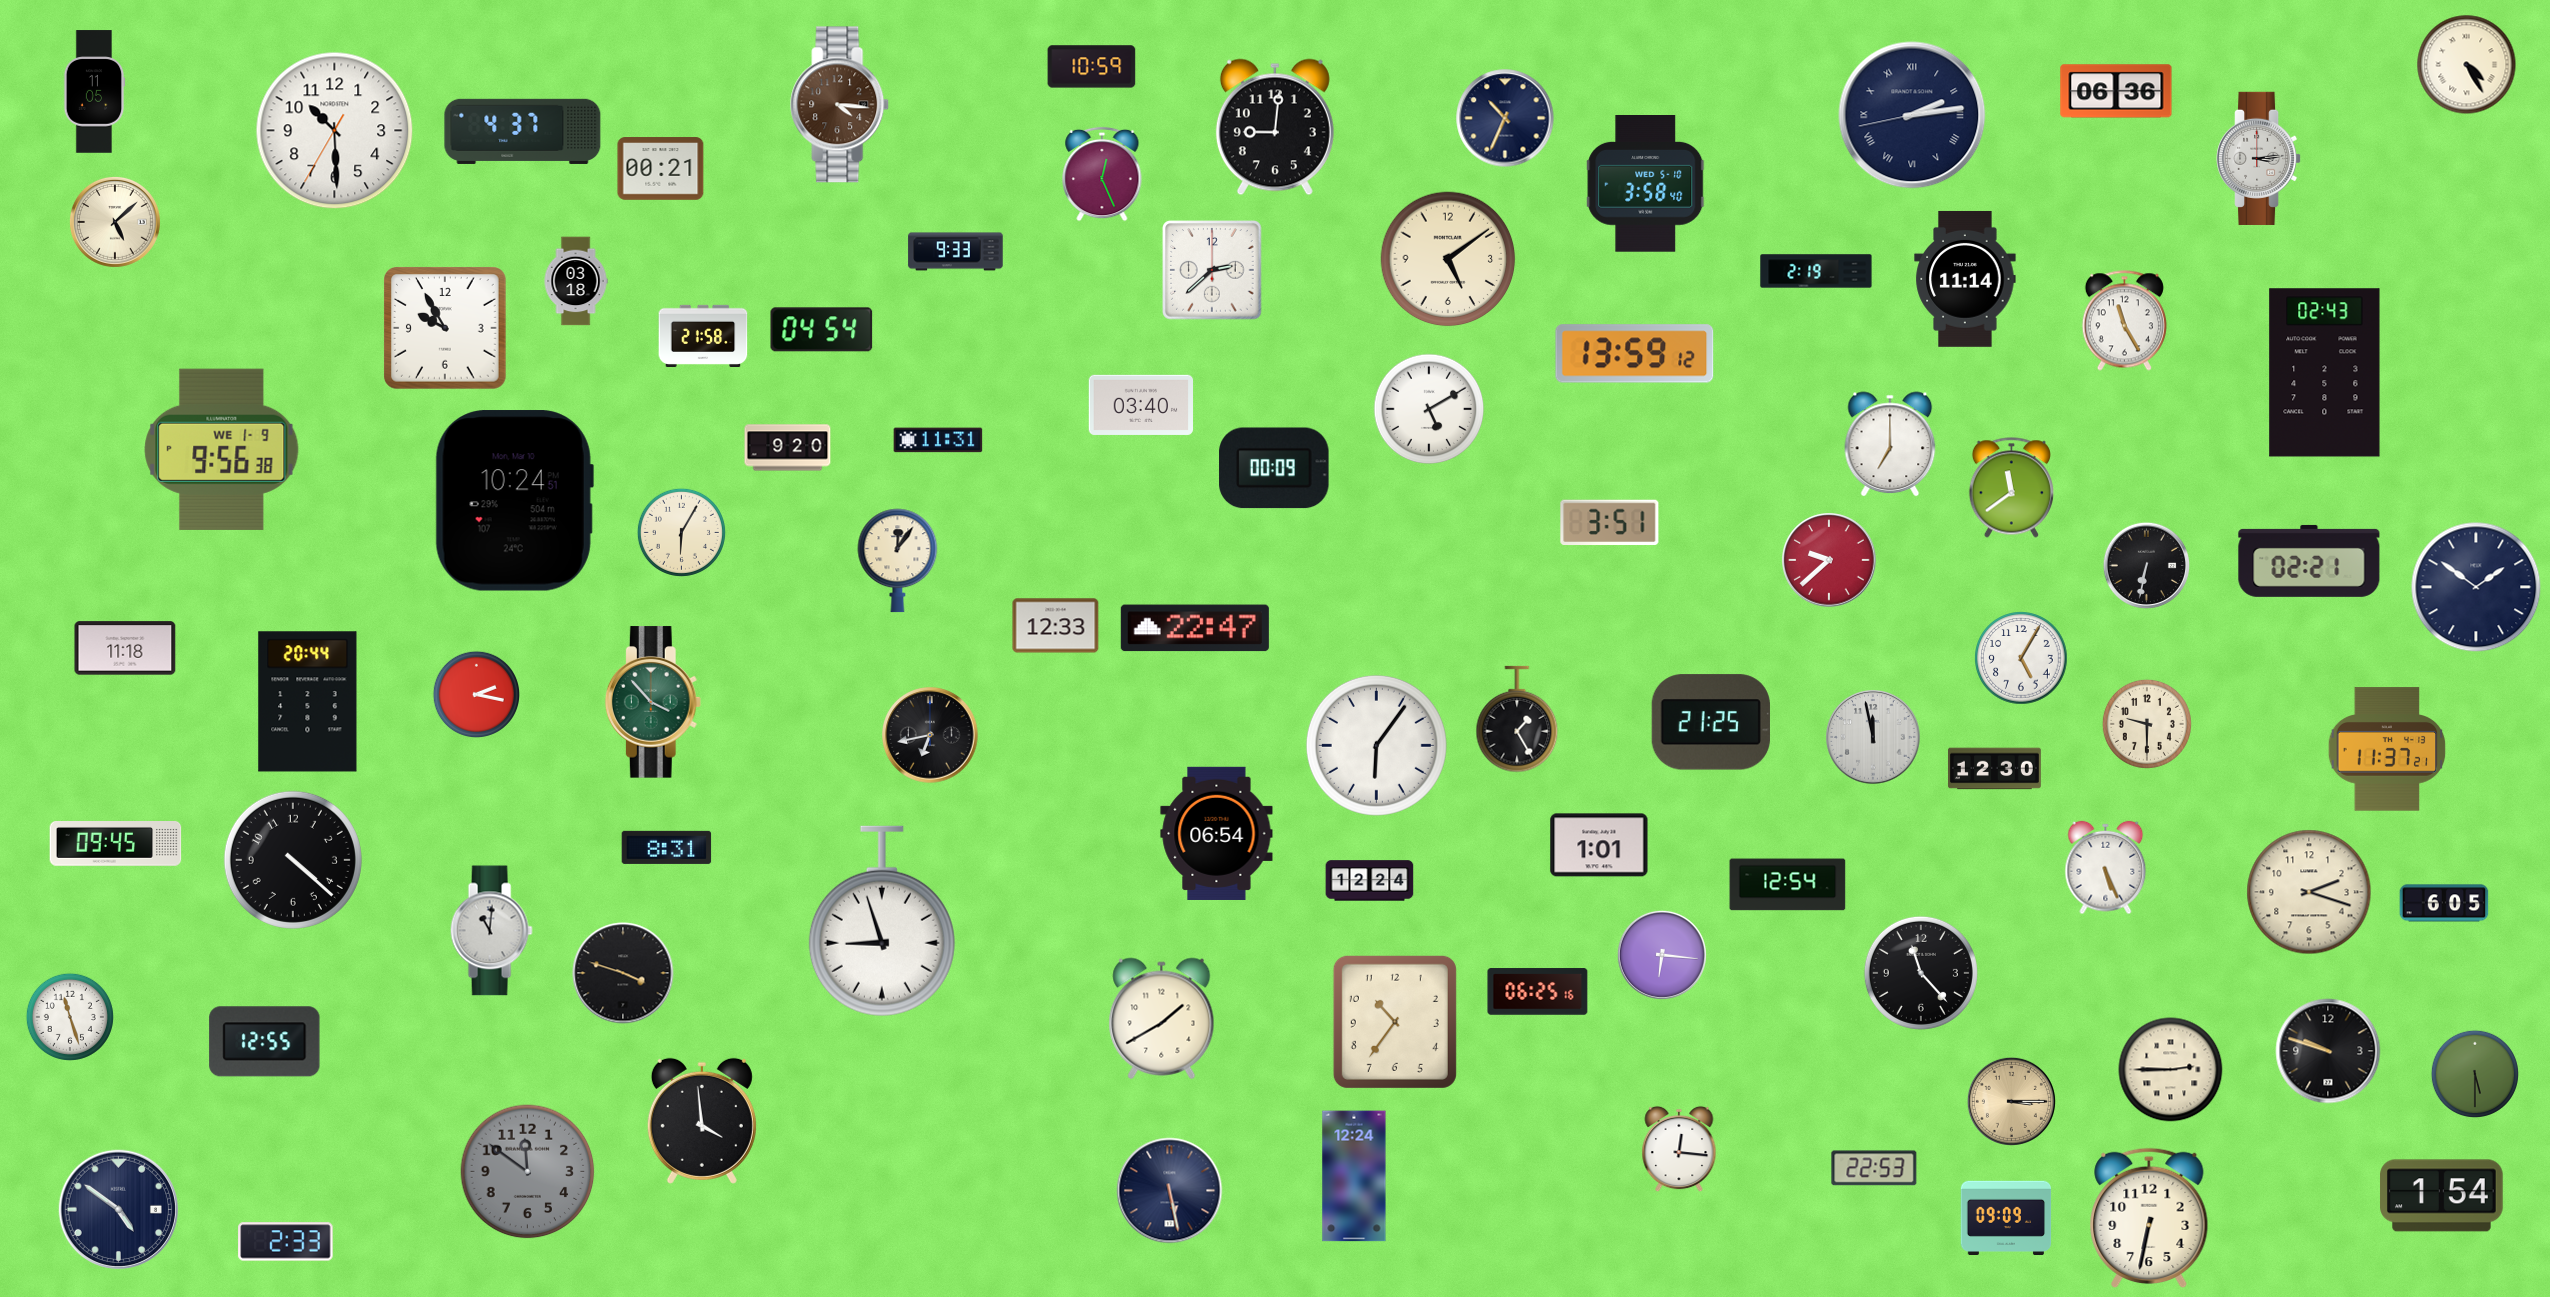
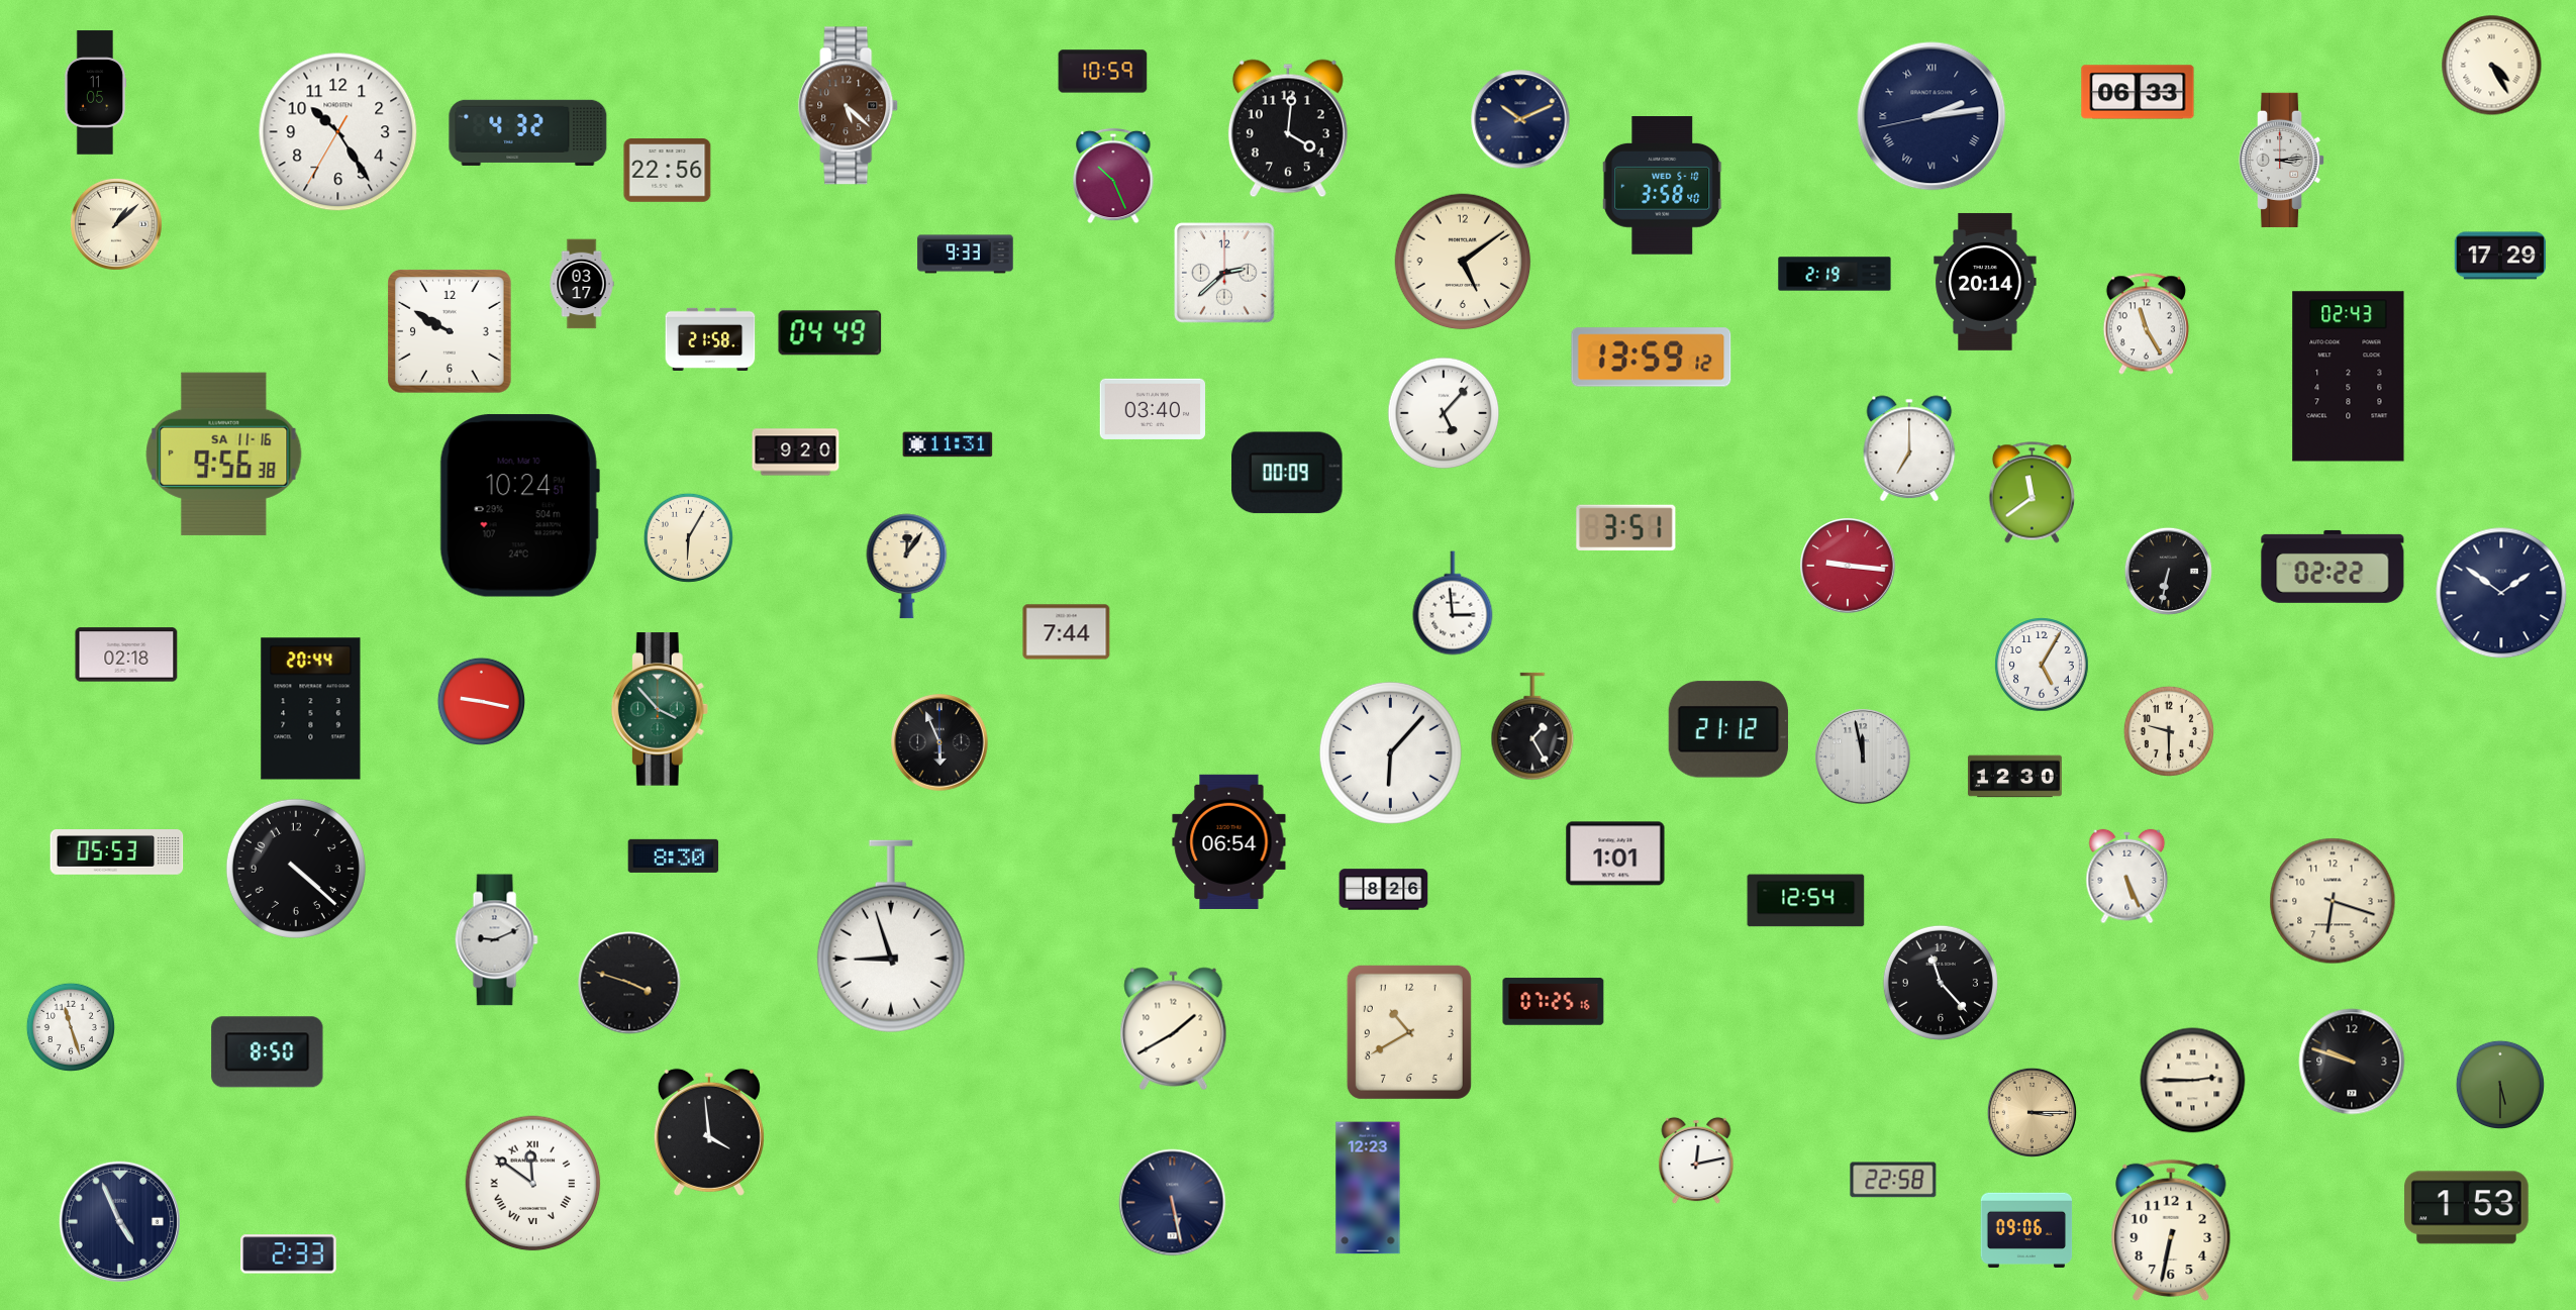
clock at (1092, 67) position: (1092, 67) -> (1103, 72)
clock at (2116, 91): 06:36 -> 06:33
clock at (840, 105): 4:16 -> 5:22
clock at (1505, 118): 10:34 -> 10:11
clock at (1275, 127): 9:01 -> 4:01
clock at (335, 131): 10:29 -> 10:24
clock at (523, 131): 4:37 -> 4:32
clock at (661, 169): 00:21 -> 22:56
clock at (1102, 174): 12:26 -> 10:26
clock at (115, 222): 5:08 -> 1:08
clock at (2500, 256): none -> 17:29
clock at (1965, 279): 11:14 -> 20:14
clock at (576, 281): 03:18 -> 03:17
clock at (445, 328): 9:55 -> 9:50
clock at (822, 330): 04:54 -> 04:49
clock at (1429, 409): 5:10 -> 5:07
clock at (222, 449) date: WE 1-9 -> SA 11-16
clock at (1829, 560): 9:38 -> 9:16
clock at (2309, 561): 02:21 -> 02:22
clock at (1453, 603): none -> 2:59
clock at (1056, 626): 12:33 -> 7:44
clock at (1195, 628): 22:47 -> none
clock at (125, 648): 11:18 -> 02:18
clock at (476, 694): 2:17 -> 9:17
clock at (1711, 722): 21:25 -> 21:12
clock at (930, 735): 6:43 -> 5:56
clock at (1873, 737) position: (1873, 737) -> (1863, 757)
clock at (1376, 745): 6:06 -> 6:07
clock at (2387, 749): 11:37 -> none
clock at (116, 844): 09:45 -> 05:53
clock at (667, 847): 8:31 -> 8:30
clock at (1370, 881): 12:24 -> 8:26
clock at (1788, 885) position: (1788, 885) -> (1806, 901)
clock at (2309, 892): 2:18 -> 6:18
clock at (2444, 903): 6:05 -> none
clock at (882, 921) position: (882, 921) -> (891, 936)
clock at (491, 931): 11:01 -> 9:11
clock at (1662, 955): 6:16 -> none
clock at (1538, 992): 06:25 -> 07:25
clock at (1395, 1022): 10:36 -> 10:40
clock at (265, 1042): 12:55 -> 8:50
clock at (1679, 1149): 12:16 -> 12:13
clock at (1874, 1168): 22:53 -> 22:58
clock at (528, 1172) dial: grey -> white
clock at (528, 1172) numerals: Arabic -> Roman
clock at (1354, 1176): 12:24 -> 12:23
clock at (1170, 1191) position: (1170, 1191) -> (1173, 1203)
clock at (2442, 1196): 1:54 -> 1:53
clock at (118, 1209): 4:51 -> 4:56
clock at (2006, 1217): 09:09 -> 09:06
